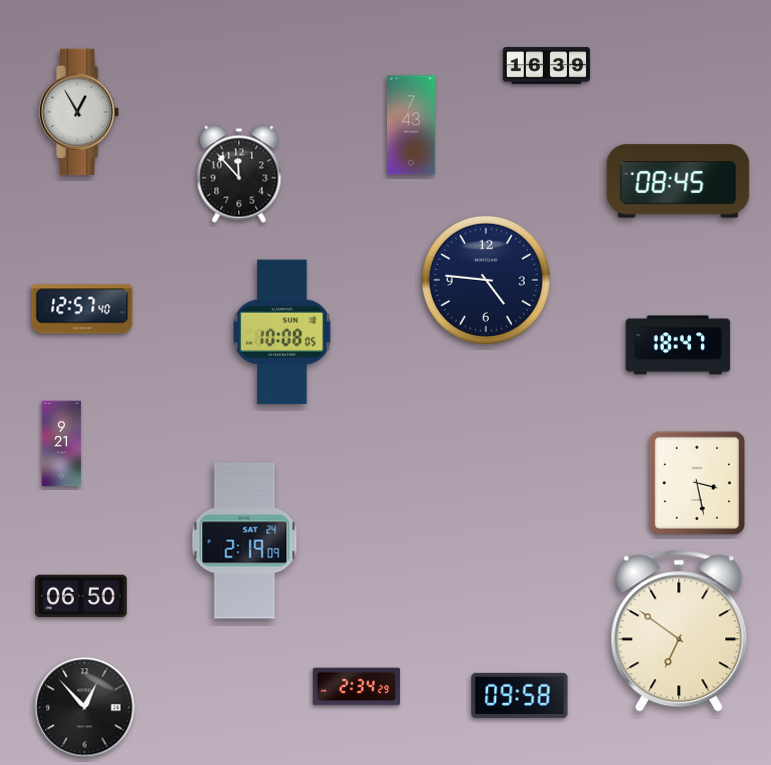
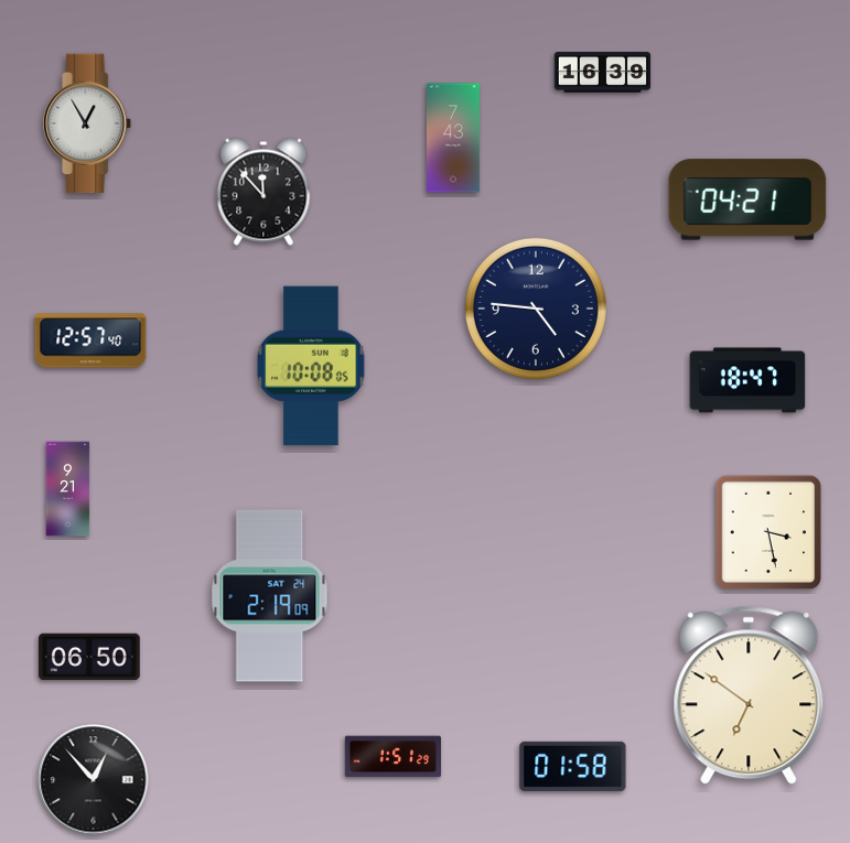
clock at (678, 181): 08:45 -> 04:21
clock at (357, 687): 2:34 -> 1:51
clock at (520, 695): 09:58 -> 01:58
